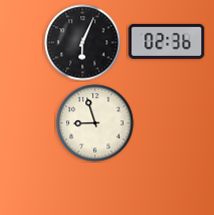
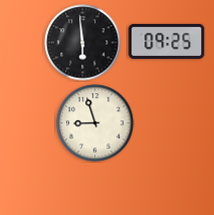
clock at (167, 41): 02:36 -> 09:25
clock at (83, 43): 6:04 -> 5:59
